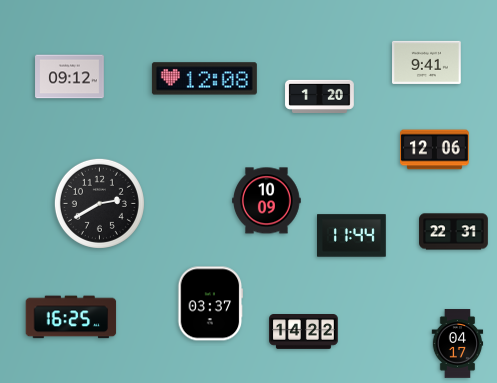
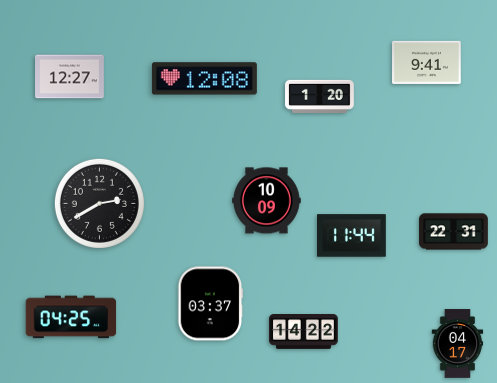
clock at (70, 77): 09:12 -> 12:27
clock at (435, 150): 12:06 -> none
clock at (71, 317): 16:25 -> 04:25
